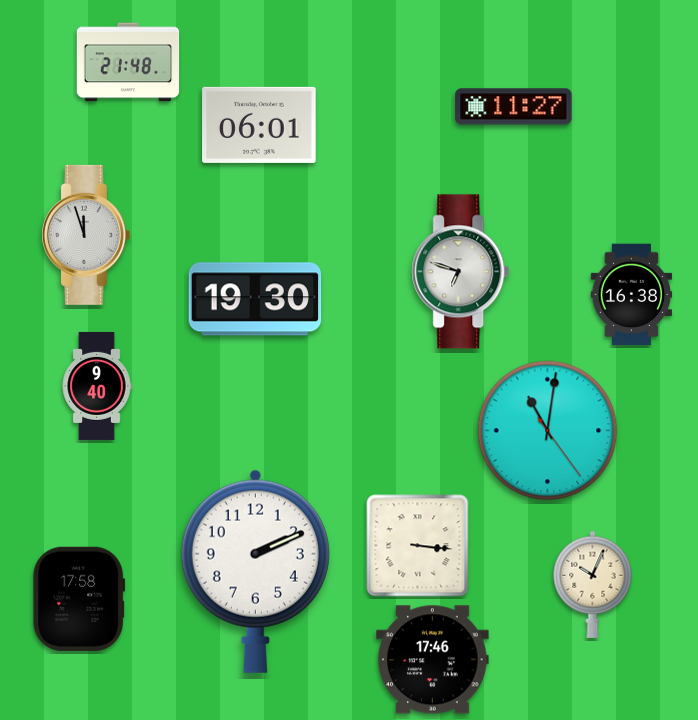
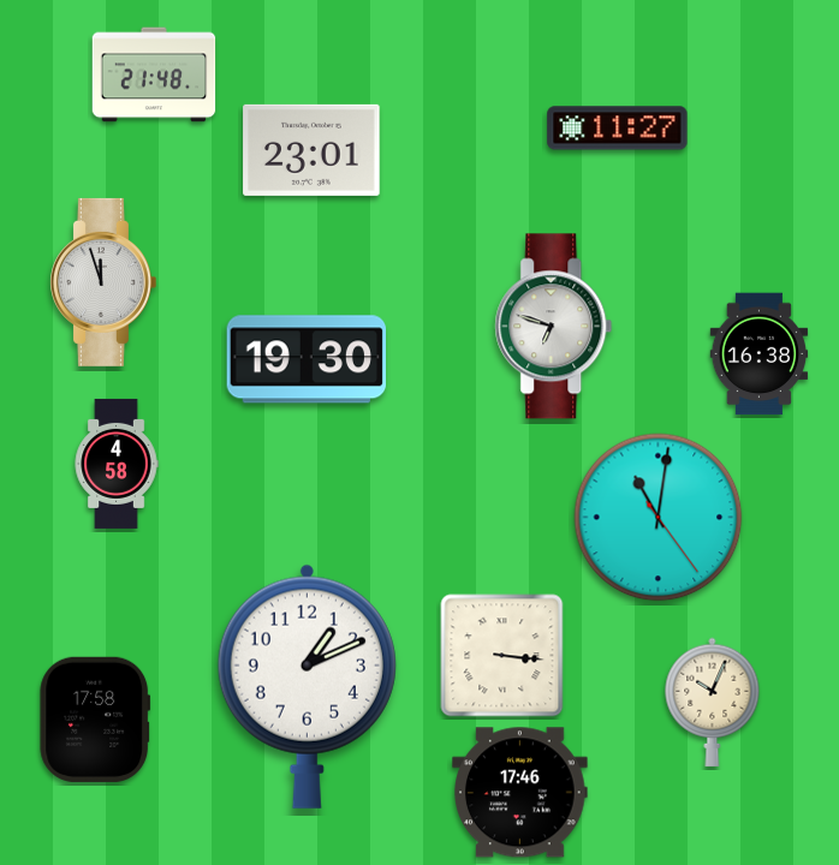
clock at (259, 125): 06:01 -> 23:01
clock at (97, 386): 9:40 -> 4:58
clock at (255, 571): 2:11 -> 1:11
